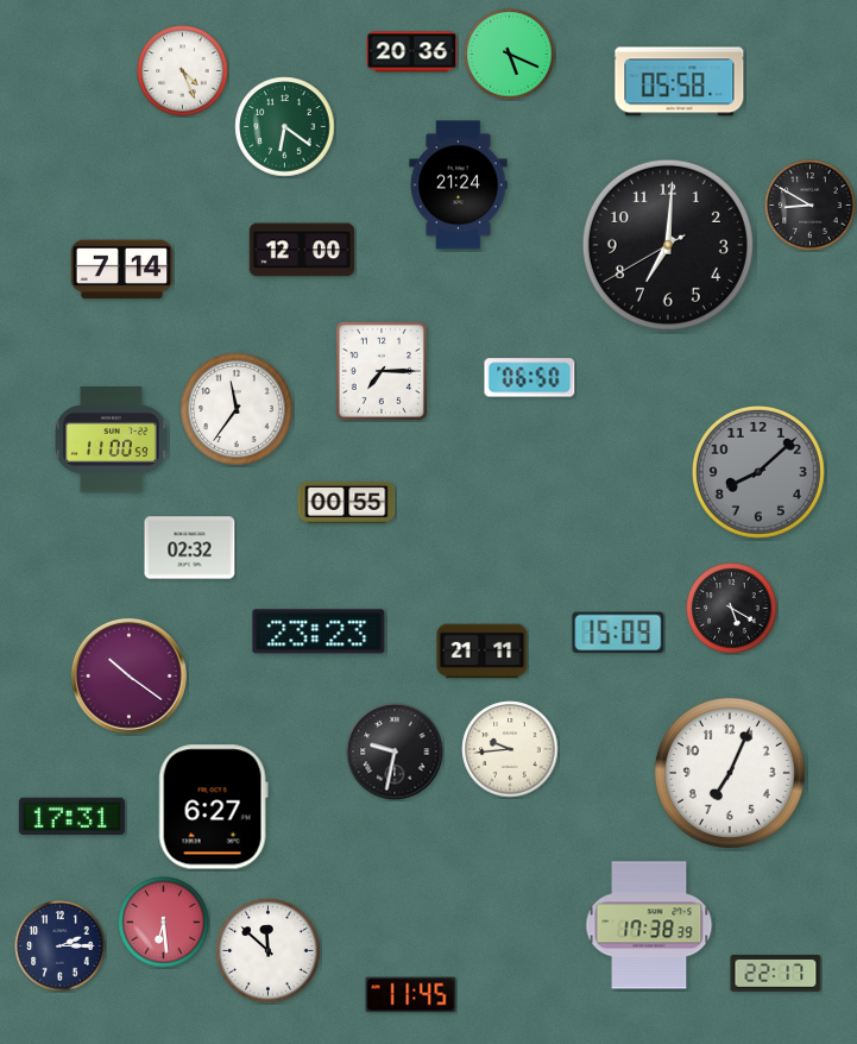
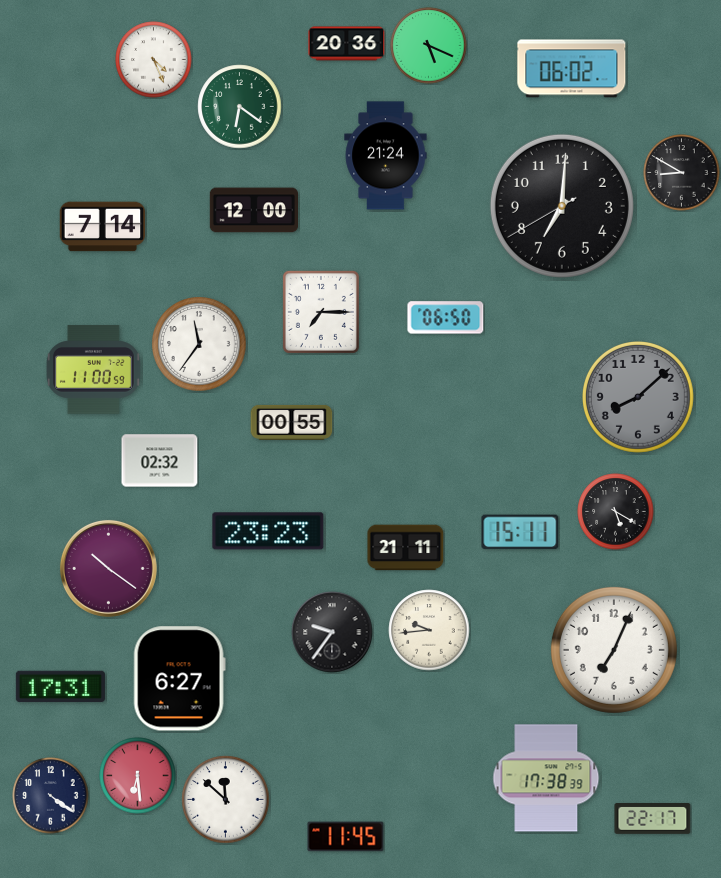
clock at (680, 82): 05:58 -> 06:02
clock at (618, 633): 15:09 -> 15:11
clock at (395, 751): 9:32 -> 9:36
clock at (61, 946): 2:15 -> 4:21
